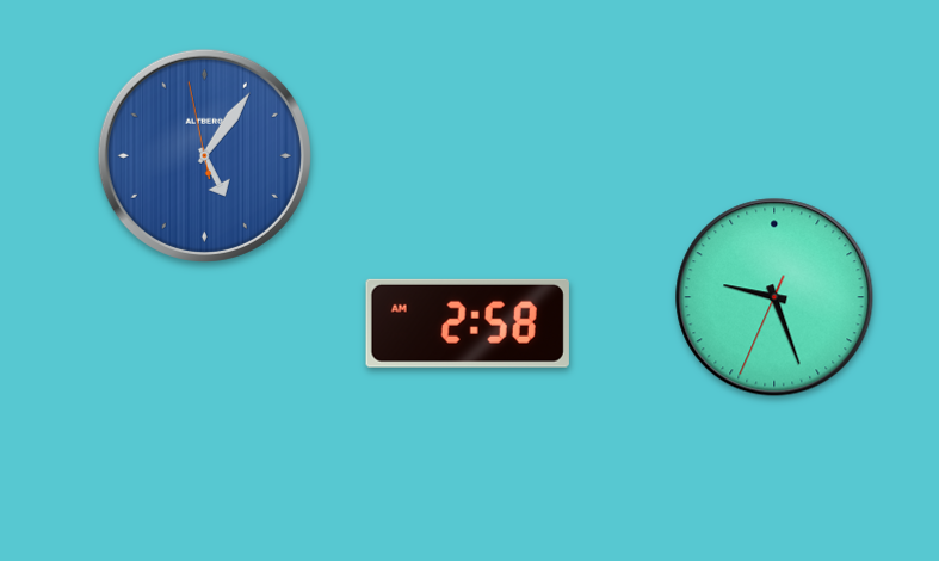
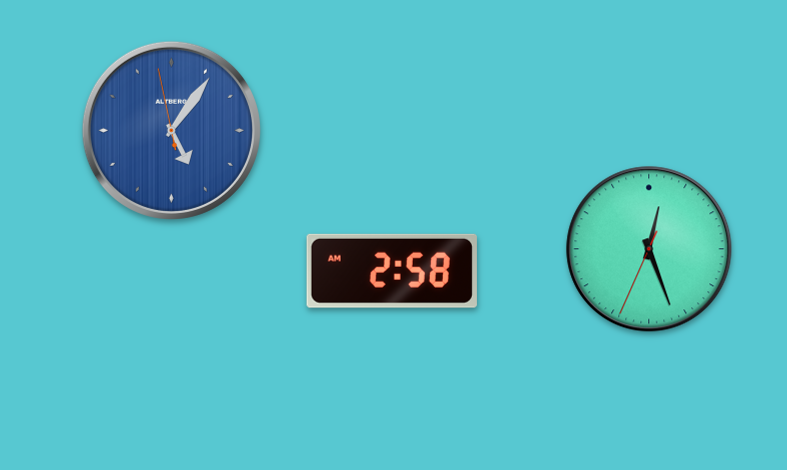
clock at (774, 297): 9:26 -> 12:26
